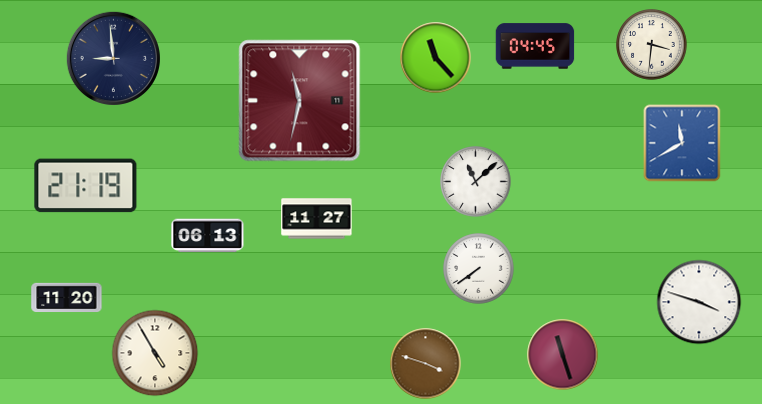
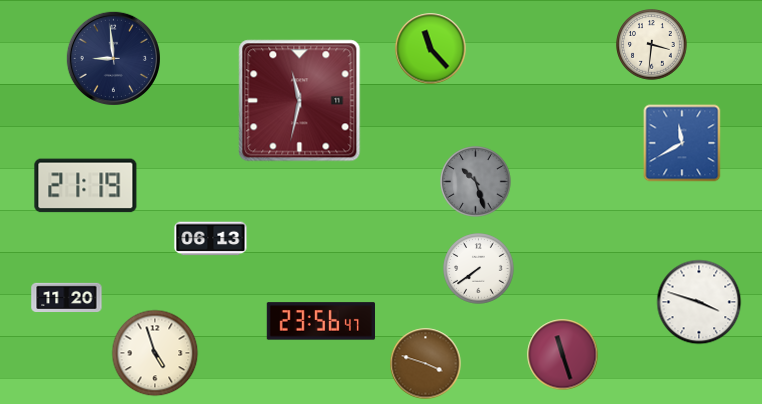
clock at (535, 46): 04:45 -> none
clock at (436, 58) position: (436, 58) -> (431, 49)
clock at (476, 182): 11:08 -> 10:27
clock at (476, 182) dial: white -> grey
clock at (317, 219): 11:27 -> none
clock at (208, 236) position: (208, 236) -> (211, 239)
clock at (321, 321): none -> 23:56
clock at (155, 353): 4:55 -> 4:57
